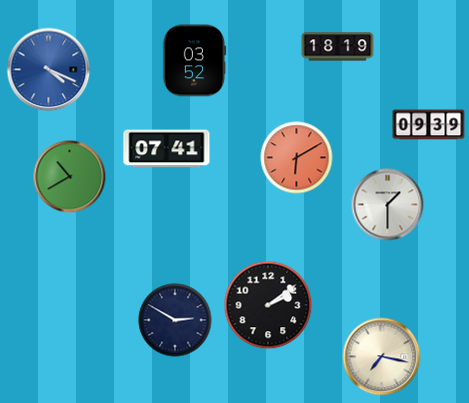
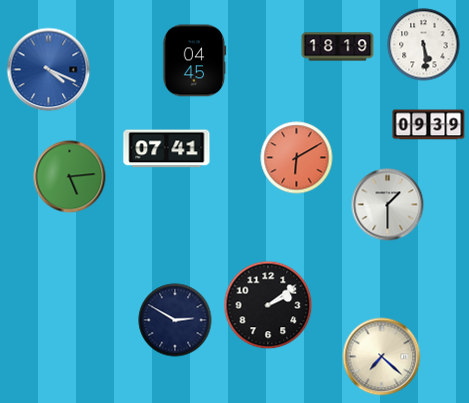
clock at (424, 45): none -> 5:29
clock at (195, 61): 03:52 -> 04:45
clock at (70, 177): 10:40 -> 5:14
clock at (382, 357): 7:17 -> 7:22
